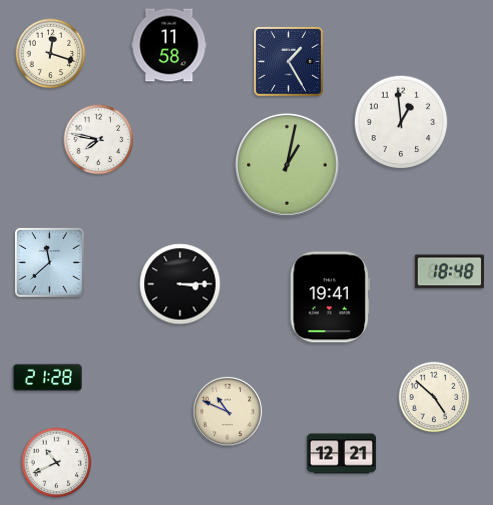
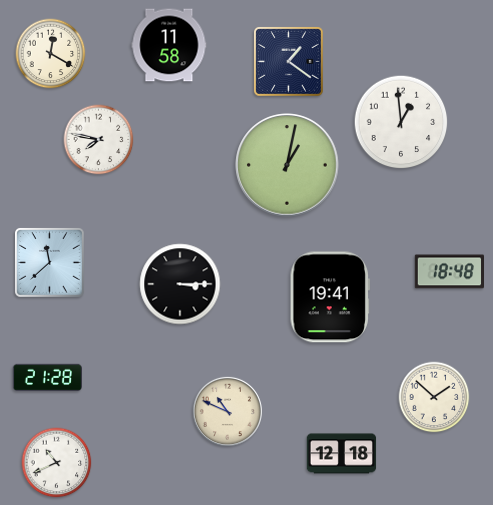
clock at (51, 54): 12:18 -> 12:20
clock at (289, 62): 1:25 -> 1:21
clock at (434, 397): 4:52 -> 1:52
clock at (342, 454): 12:21 -> 12:18
